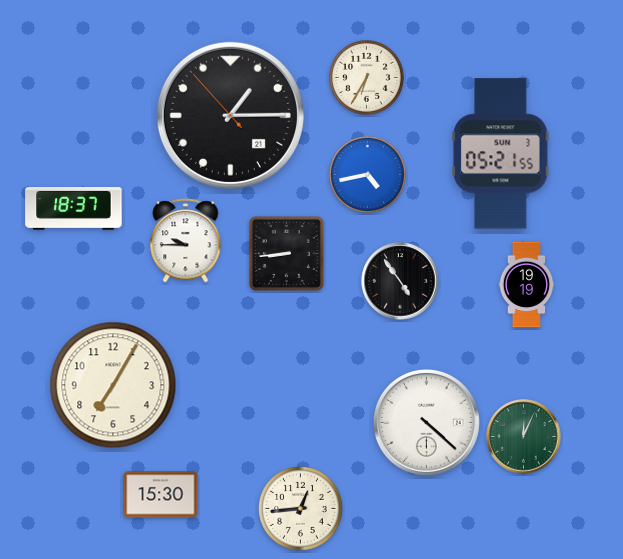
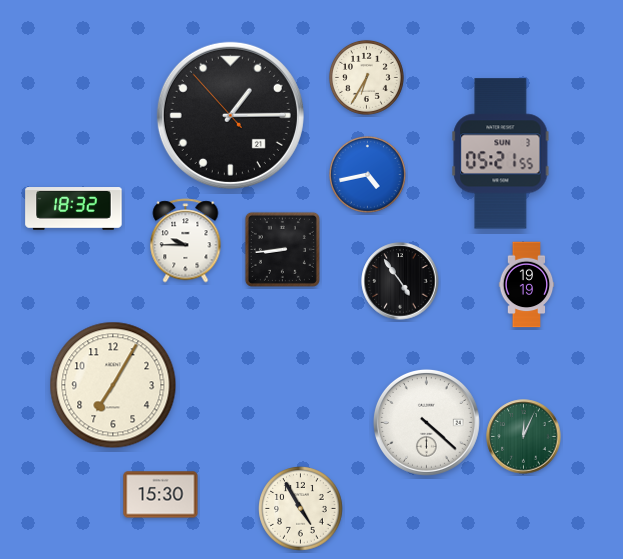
clock at (74, 209): 18:37 -> 18:32
clock at (286, 253) position: (286, 253) -> (282, 249)
clock at (301, 509): 12:44 -> 4:55
